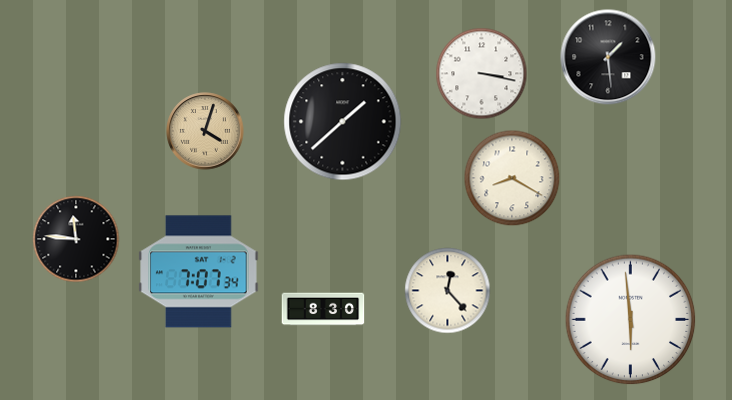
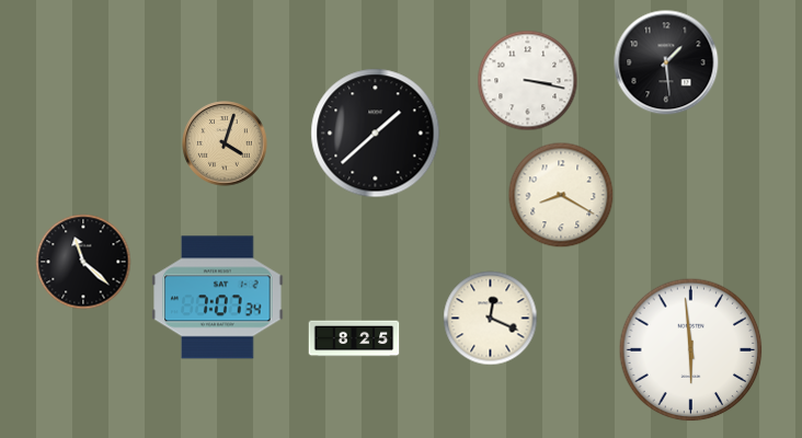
clock at (76, 239): 11:46 -> 11:22
clock at (448, 291): 12:23 -> 12:19
clock at (323, 309): 8:30 -> 8:25
